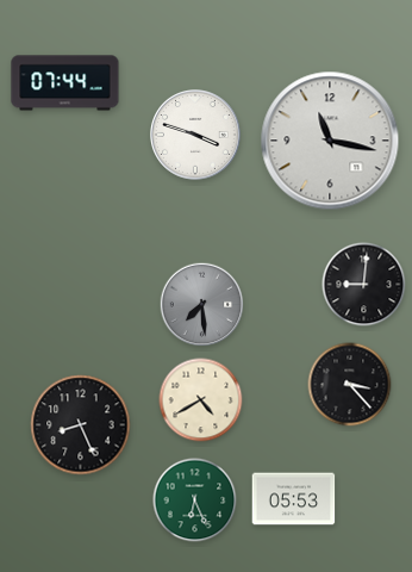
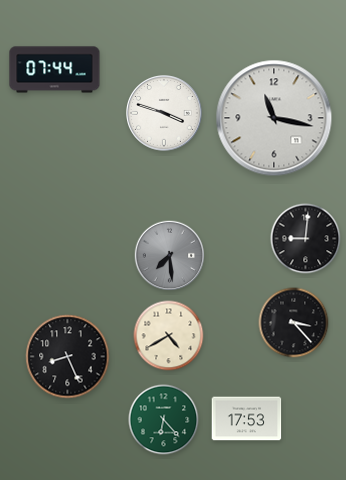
clock at (330, 141) position: (330, 141) -> (274, 118)
clock at (294, 499): 05:53 -> 17:53
clock at (195, 500): 6:26 -> 6:23
